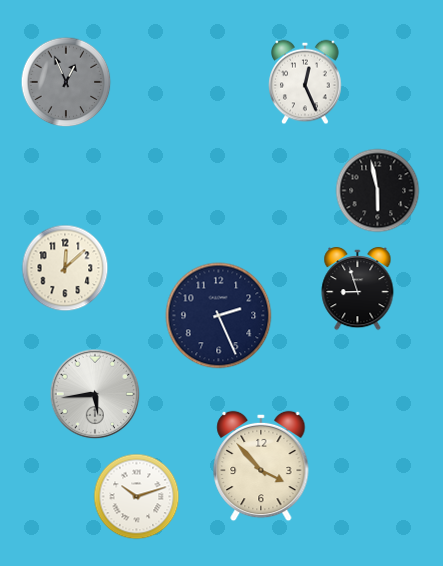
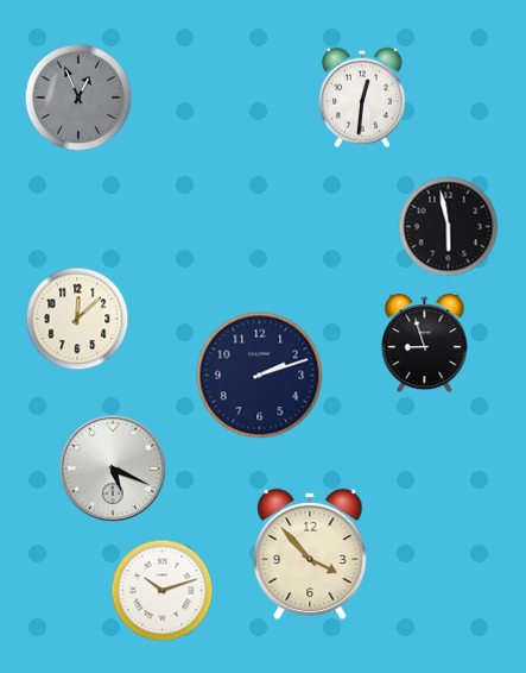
clock at (305, 82): 12:26 -> 12:31
clock at (219, 316): 2:26 -> 2:12
clock at (95, 394): 5:44 -> 5:19
